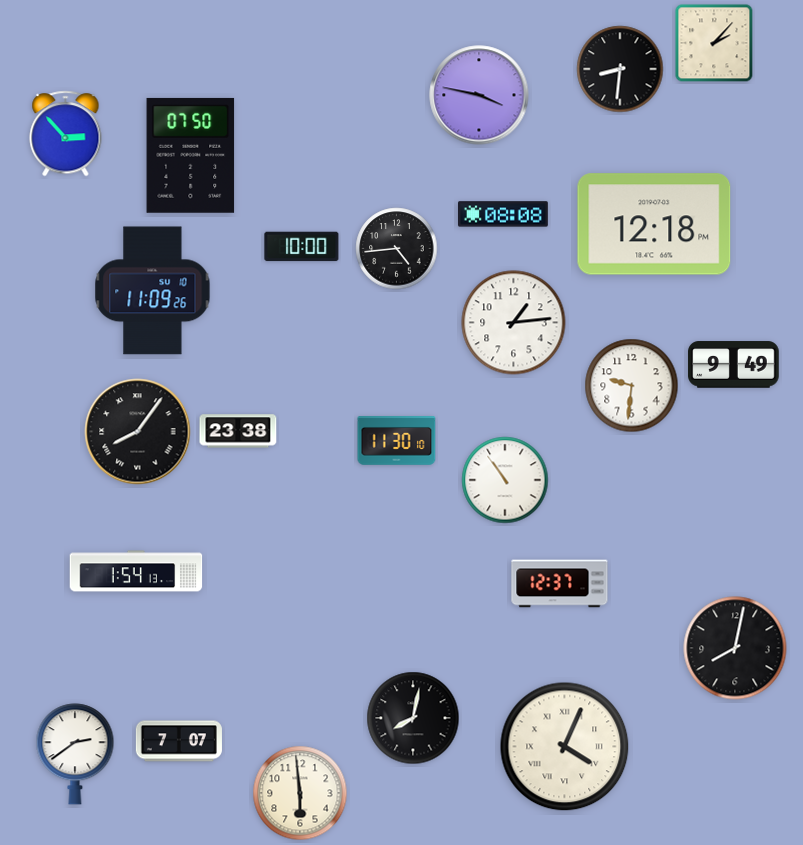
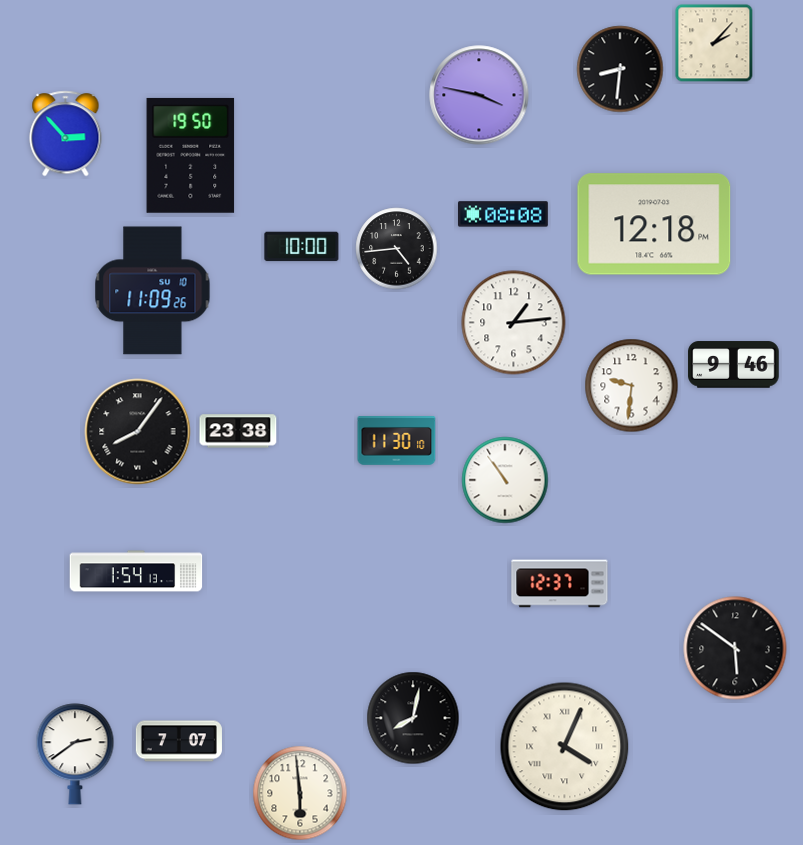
clock at (191, 155): 07:50 -> 19:50
clock at (734, 365): 9:49 -> 9:46
clock at (735, 648): 8:02 -> 5:51
